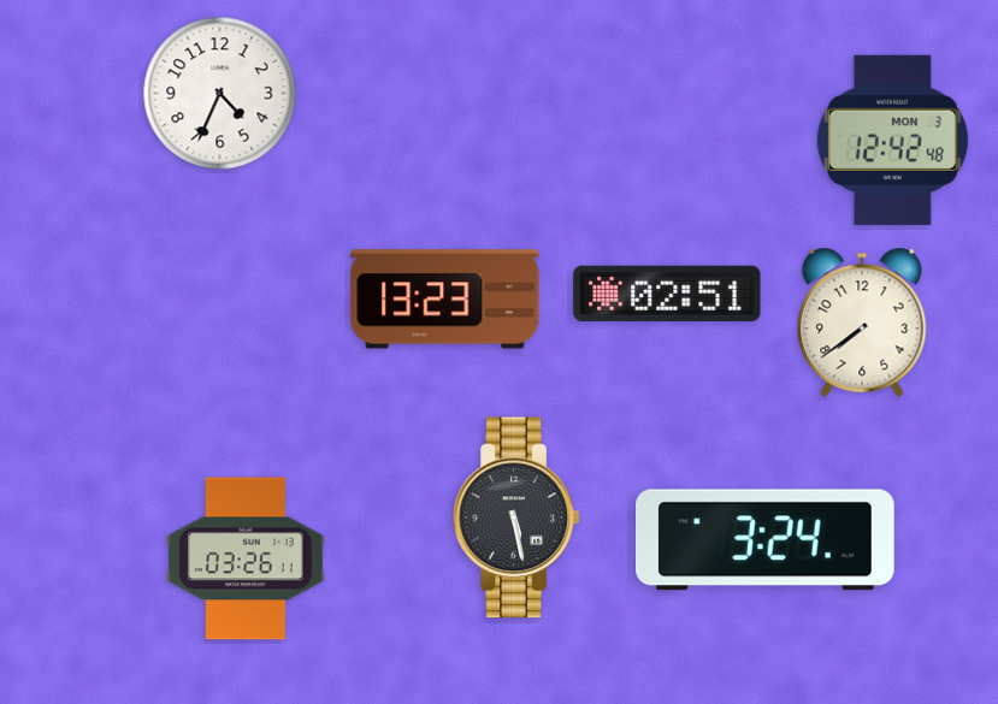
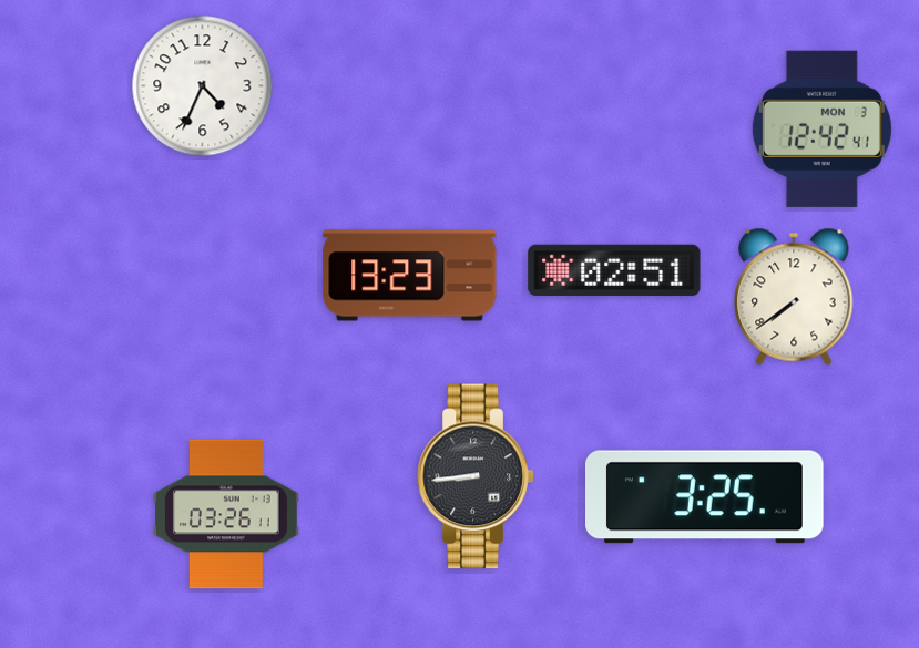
clock at (892, 140): 12:42:48 -> 12:42:41
clock at (516, 517): 5:28 -> 8:44
clock at (766, 540): 3:24 -> 3:25
